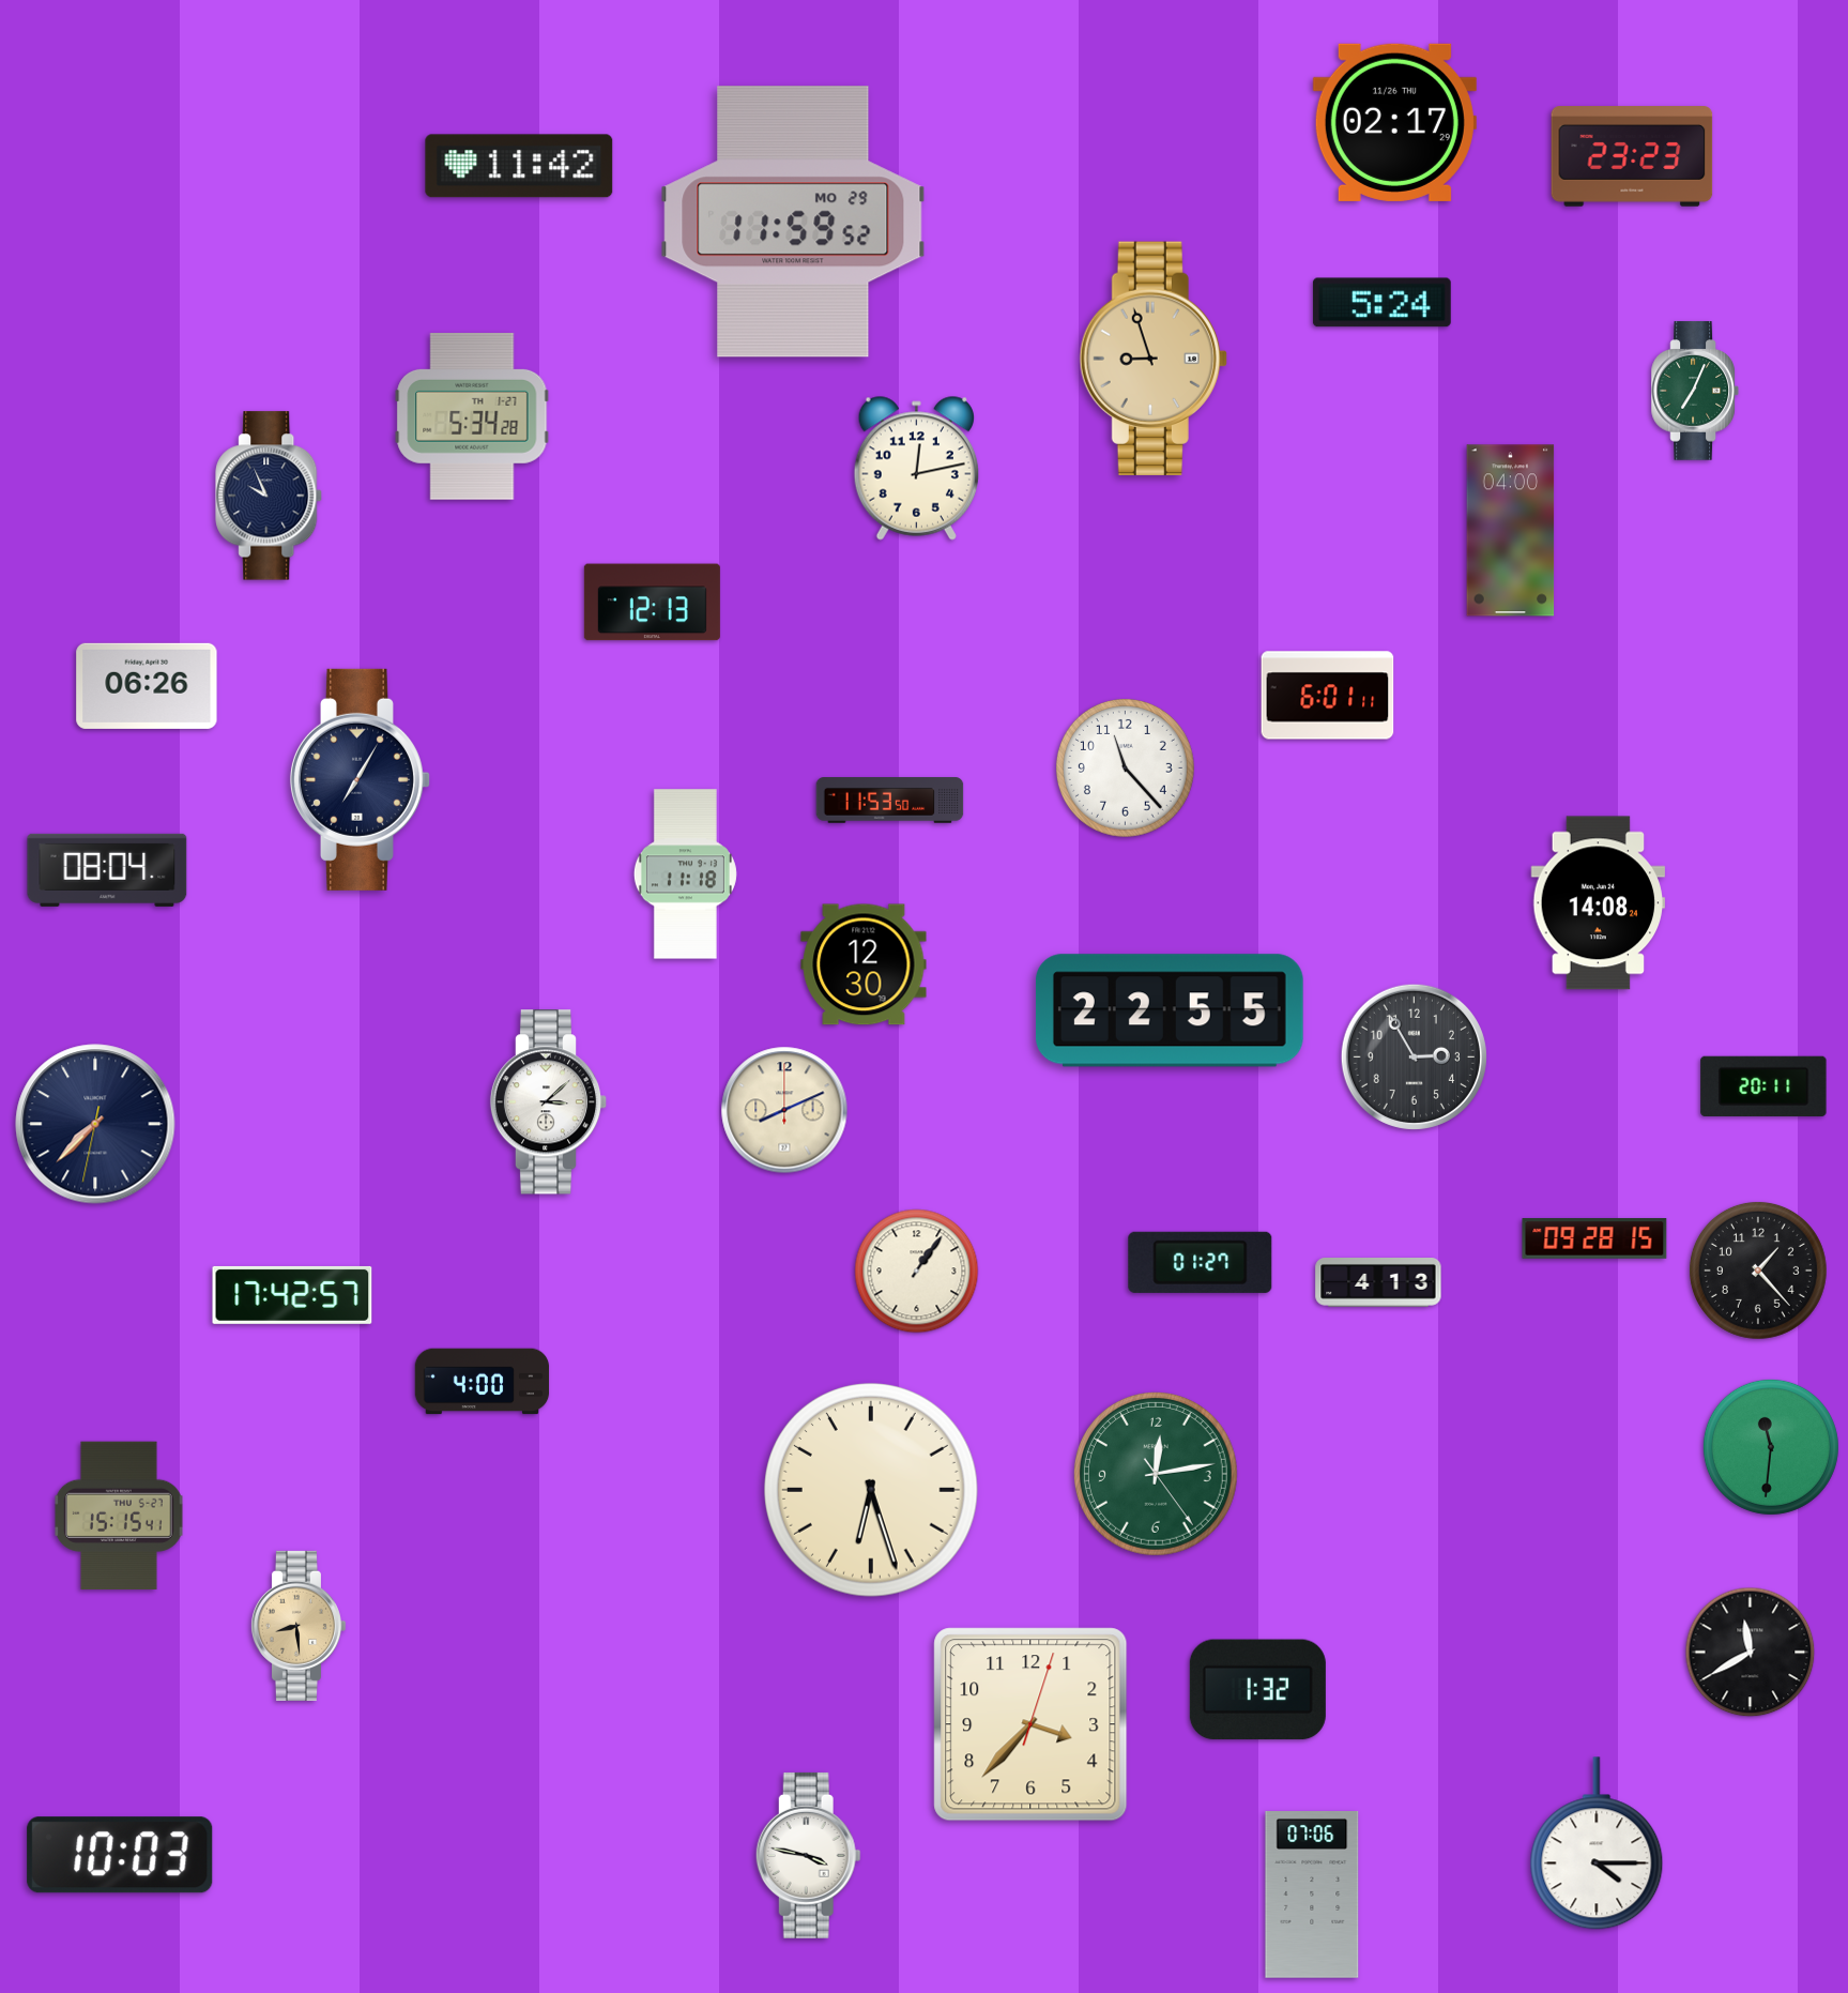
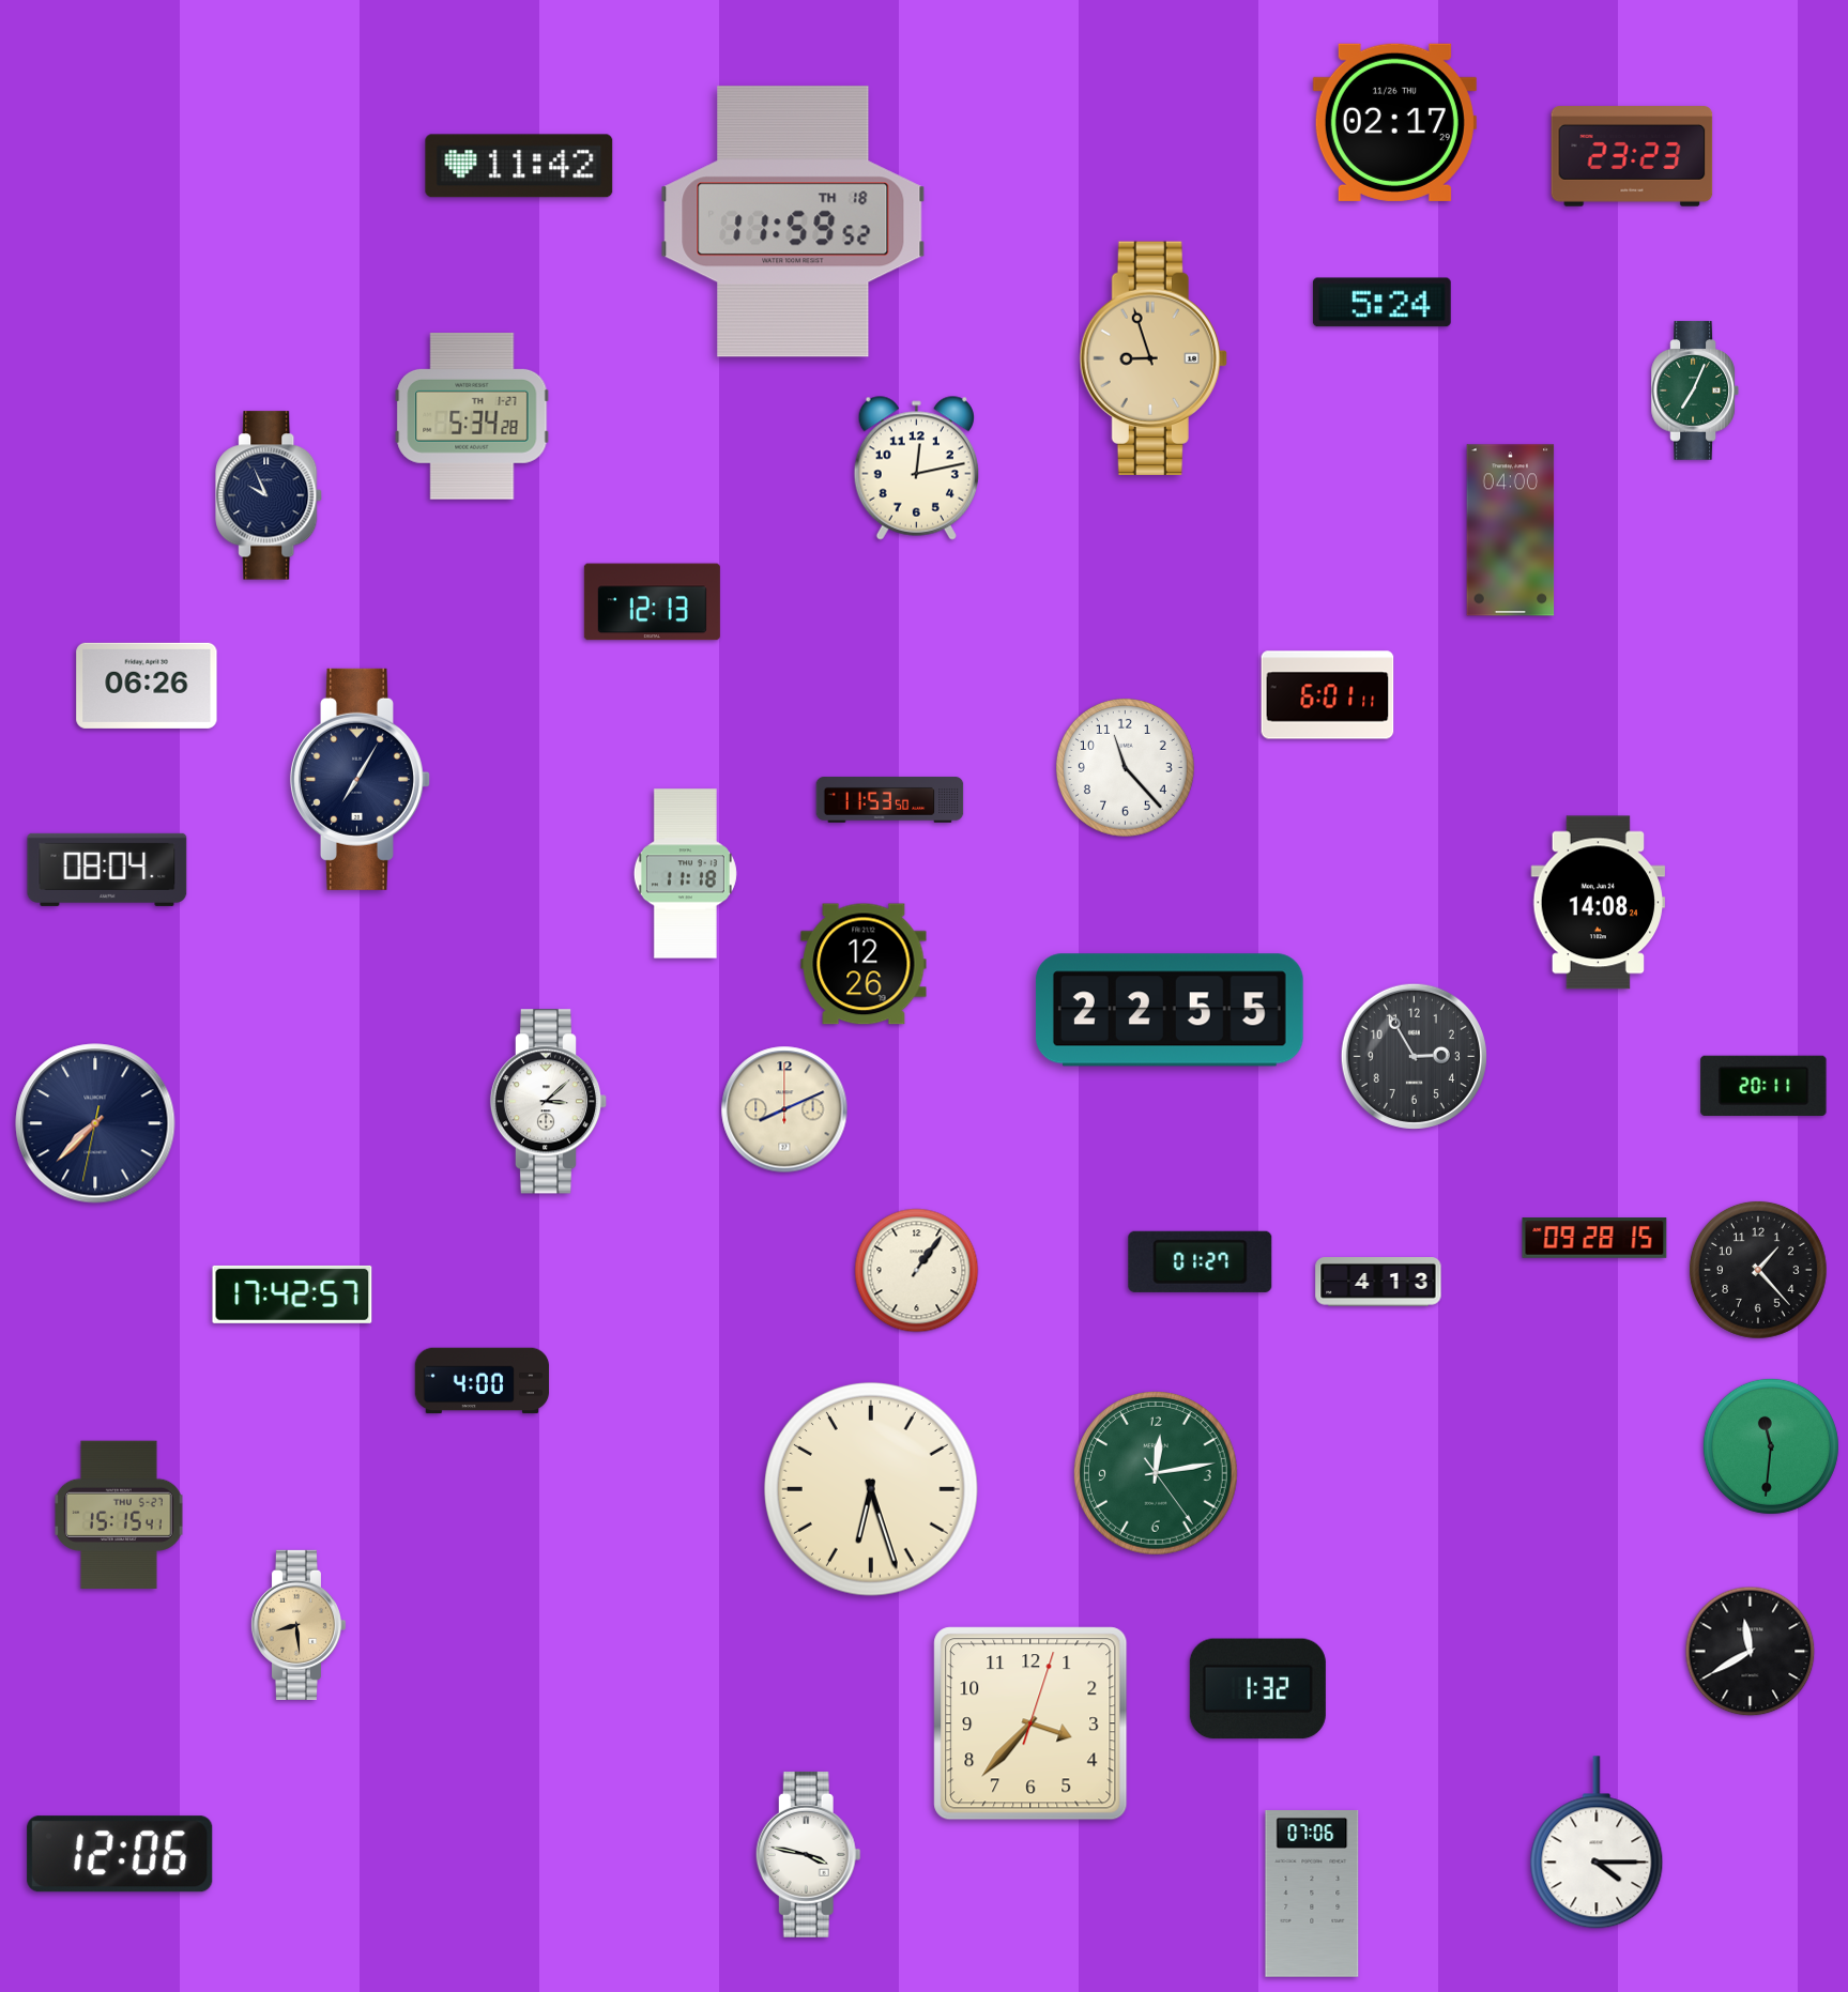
clock at (793, 222) date: MO 29 -> TH 18
clock at (864, 964): 12:30 -> 12:26
clock at (120, 1855): 10:03 -> 12:06
